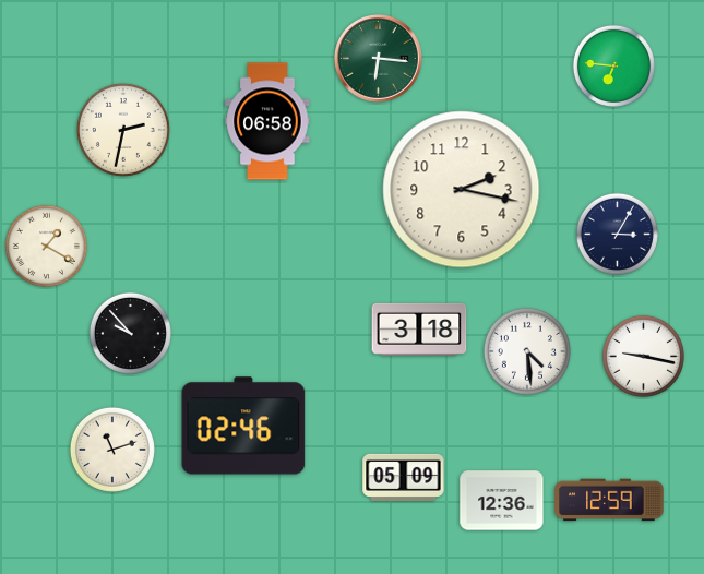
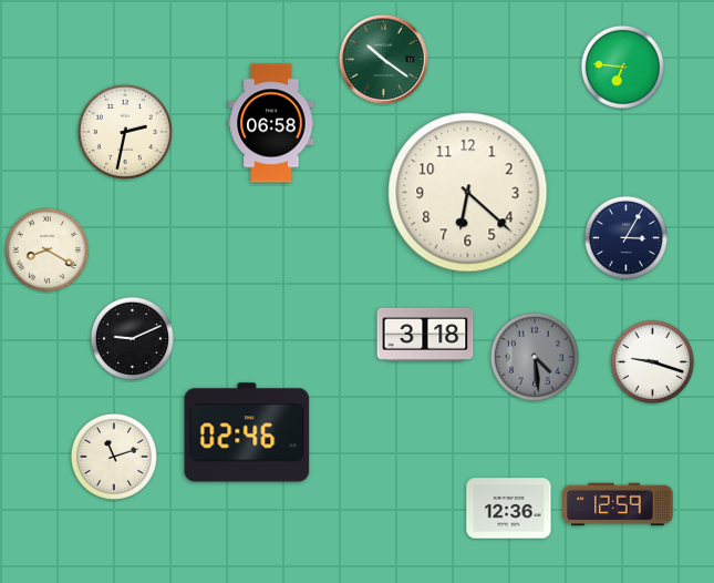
clock at (379, 59): 6:16 -> 10:21
clock at (462, 190): 2:17 -> 6:22
clock at (46, 246): 1:20 -> 8:20
clock at (130, 333): 9:53 -> 9:11
clock at (527, 351) dial: white -> grey
clock at (643, 356): 9:17 -> 9:18
clock at (404, 477): 05:09 -> none
clock at (609, 500) position: (609, 500) -> (618, 504)
